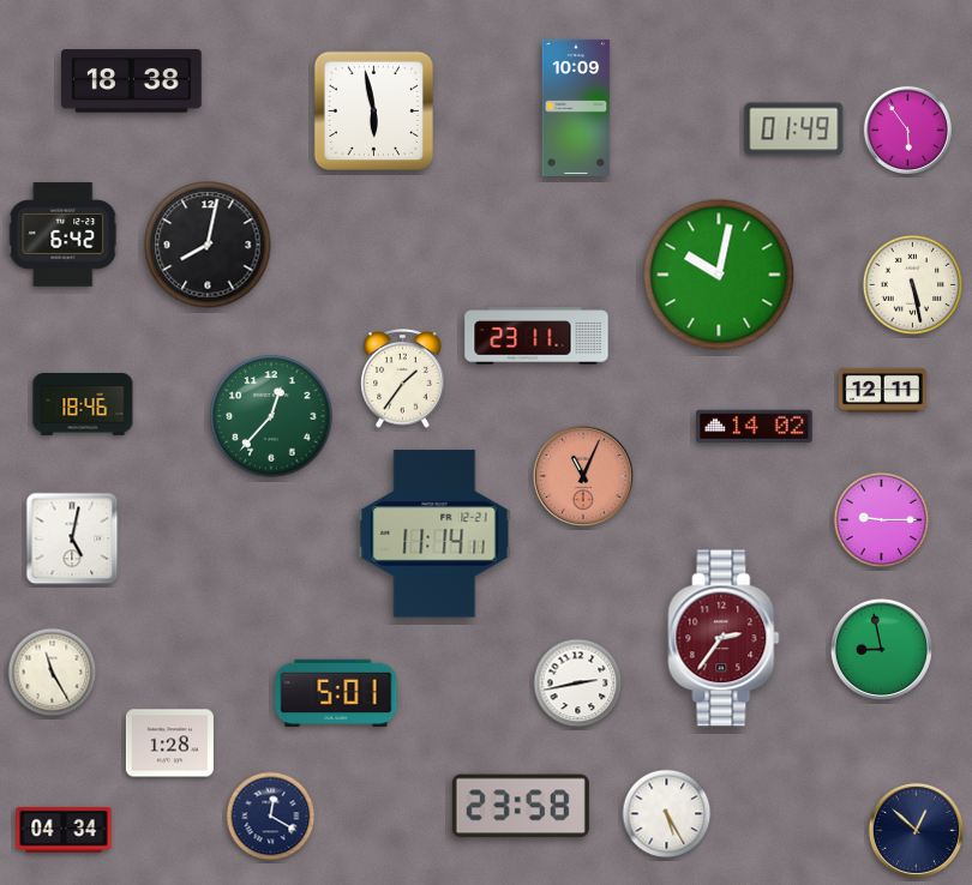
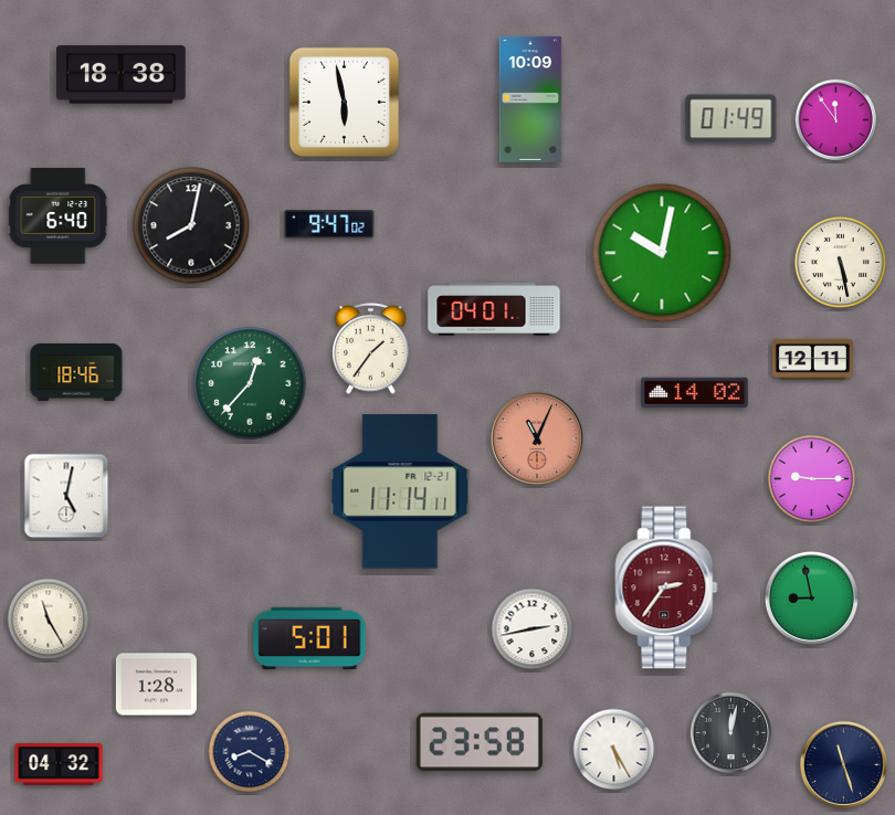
clock at (907, 130): 5:54 -> 11:54
clock at (64, 235): 6:42 -> 6:40
clock at (329, 224): none -> 9:47
clock at (536, 336): 23:11 -> 04:01
clock at (730, 732): none -> 12:02
clock at (271, 817): 12:20 -> 8:20
clock at (64, 830): 04:34 -> 04:32
clock at (916, 830): 12:52 -> 11:27
